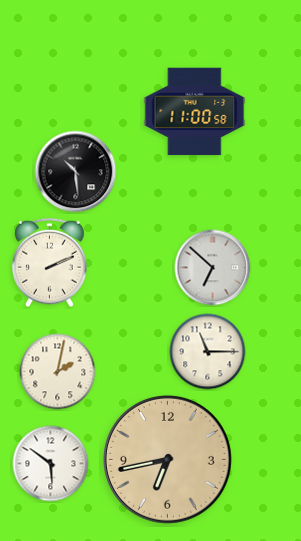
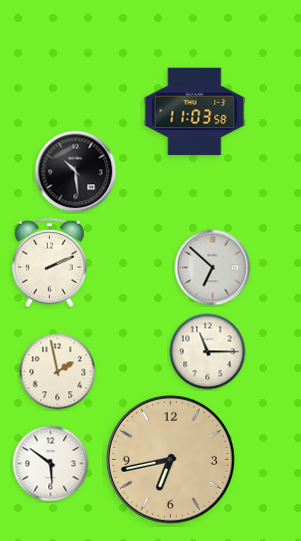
clock at (195, 112): 11:00 -> 11:03
clock at (58, 372): 2:02 -> 1:58
clock at (167, 459) position: (167, 459) -> (170, 459)
